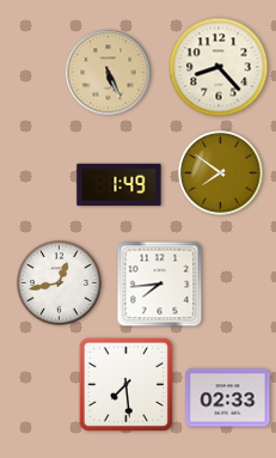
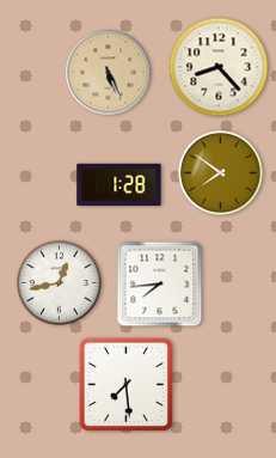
clock at (119, 185): 1:49 -> 1:28
clock at (228, 398): 02:33 -> none
